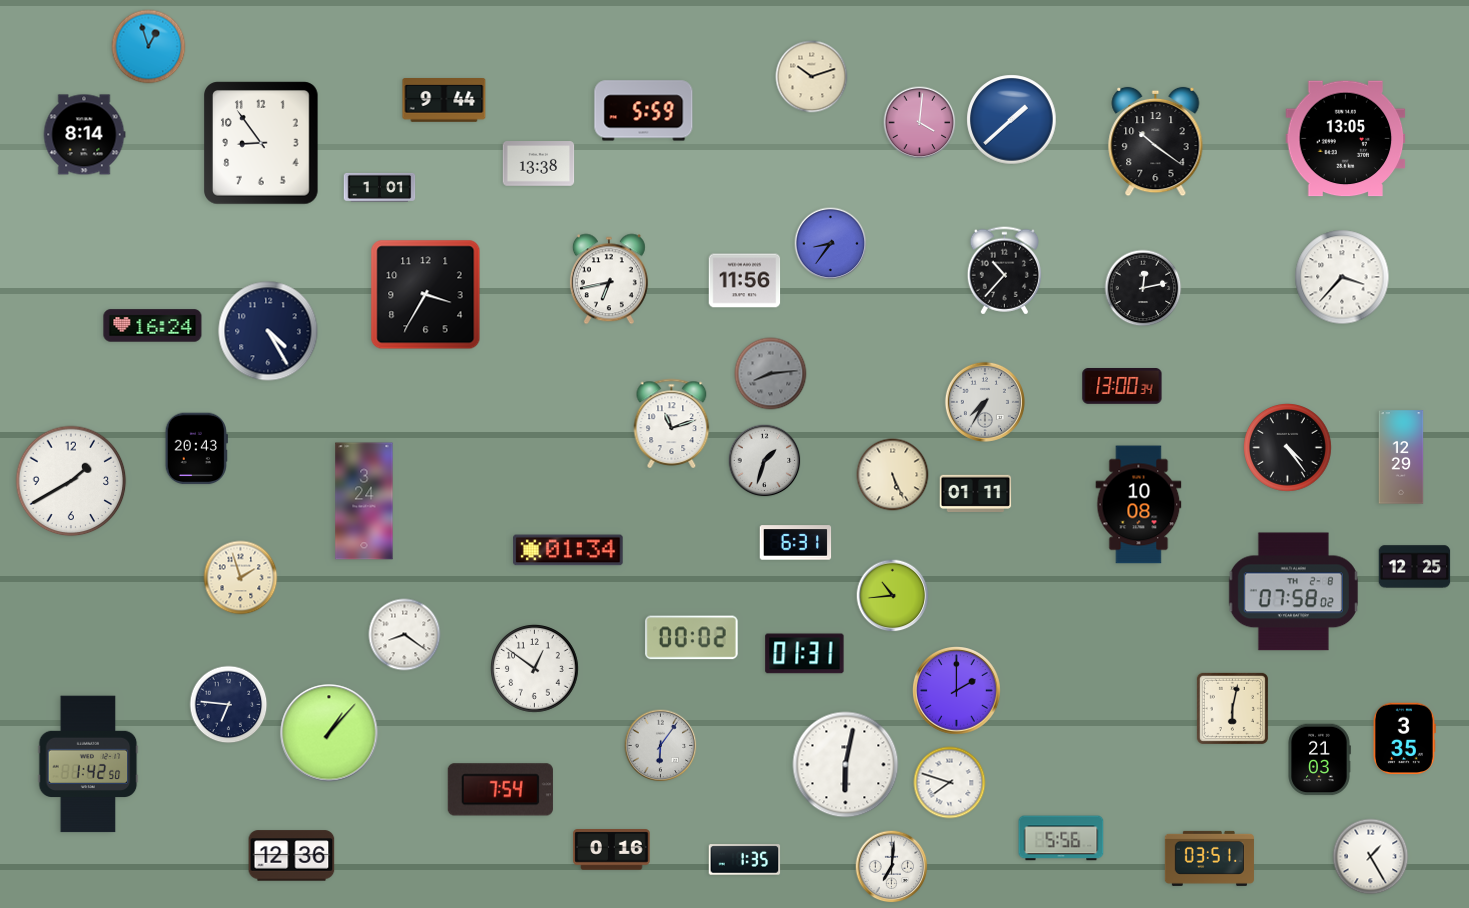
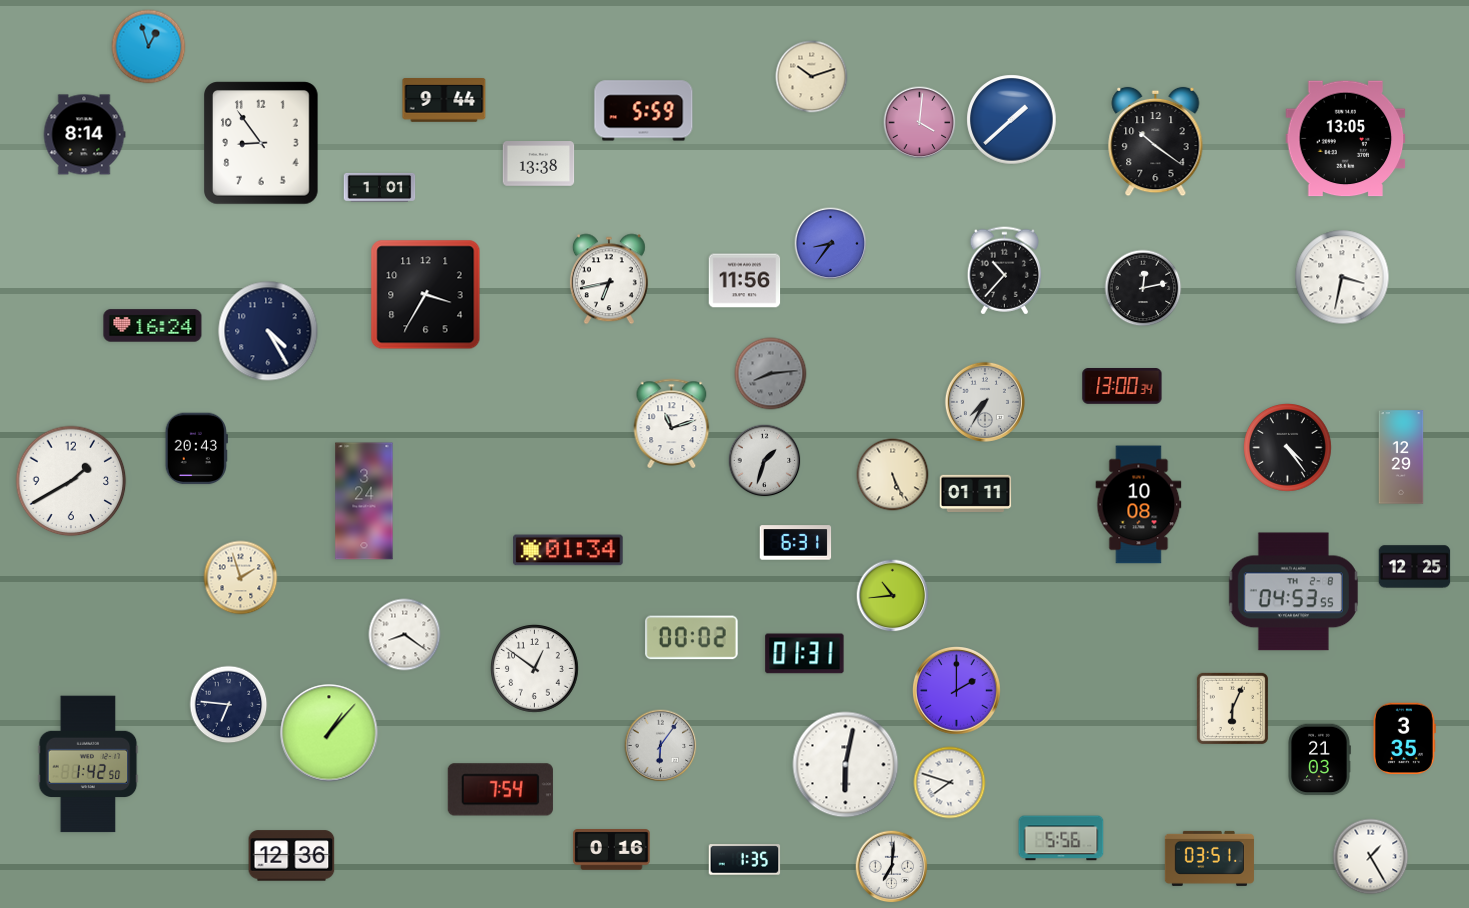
clock at (1342, 277): 3:37 -> 3:32
clock at (1293, 592): 07:58 -> 04:53
clock at (1232, 708): 6:02 -> 6:04
